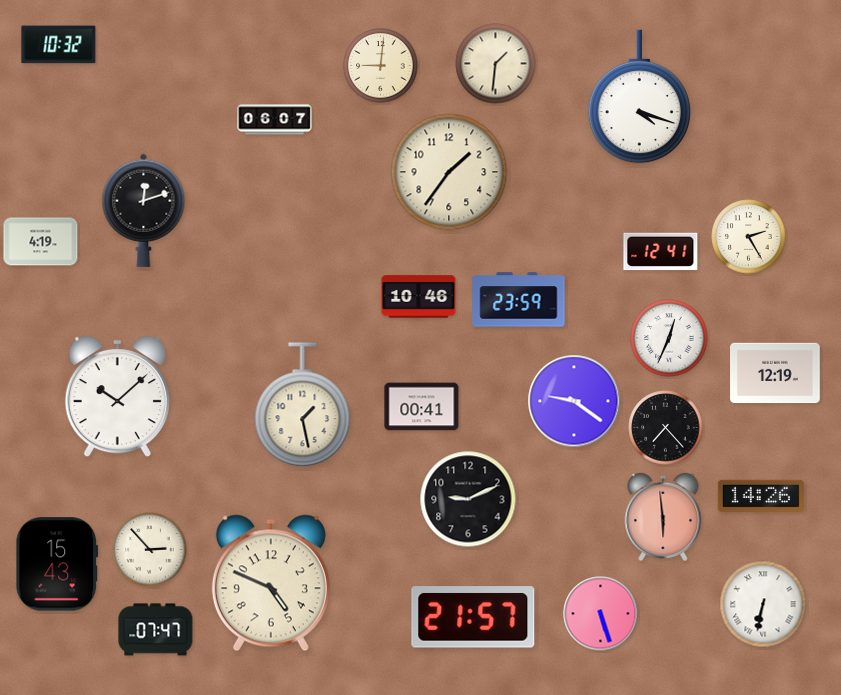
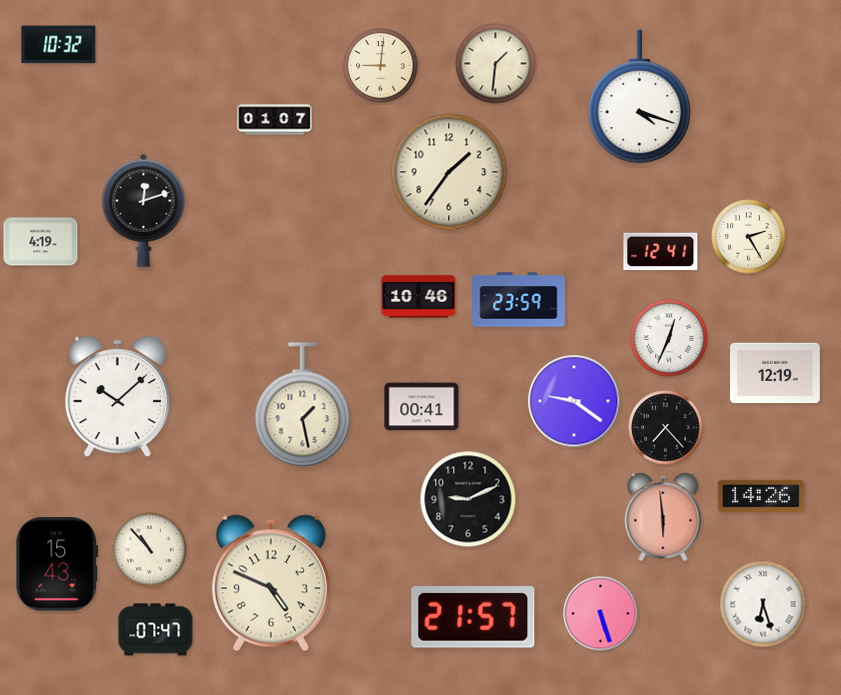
clock at (275, 120): 06:07 -> 01:07
clock at (150, 550): 2:53 -> 10:53
clock at (763, 604): 6:32 -> 6:27
